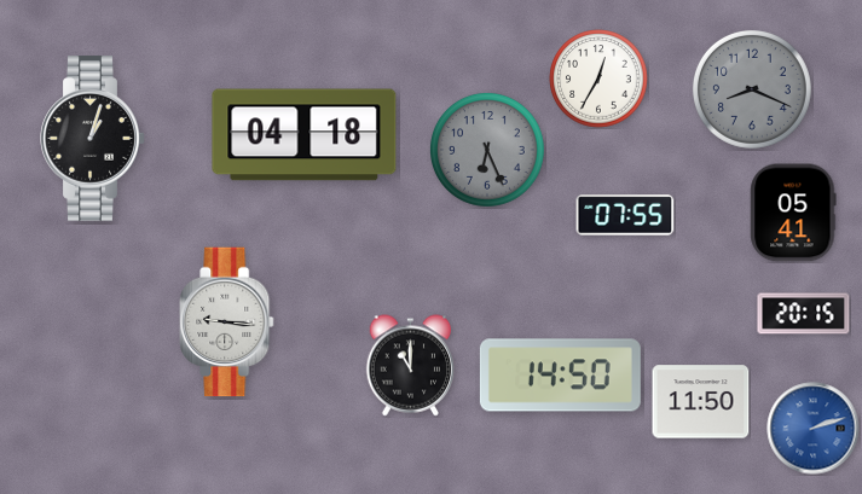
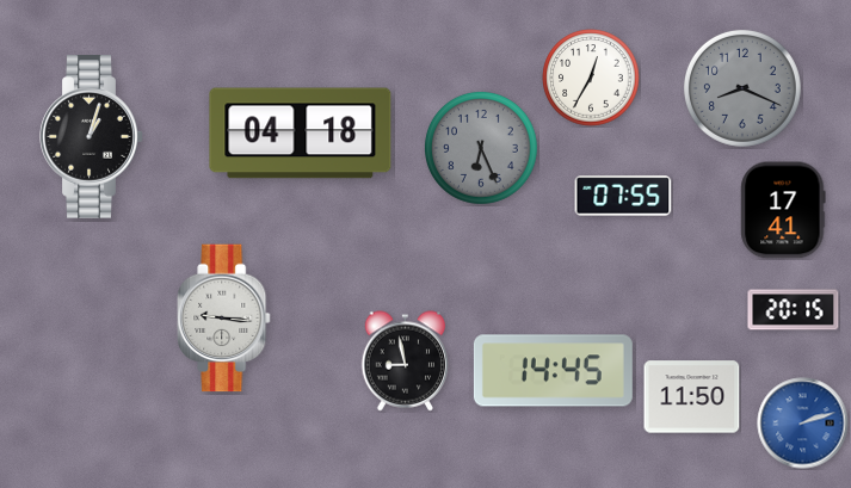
clock at (793, 213): 05:41 -> 17:41
clock at (625, 215) position: (625, 215) -> (623, 196)
clock at (411, 366): 11:00 -> 8:58
clock at (560, 376): 14:50 -> 14:45
